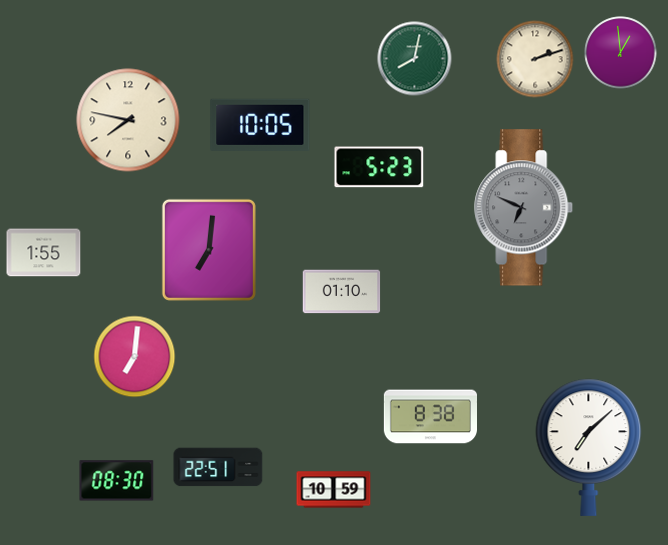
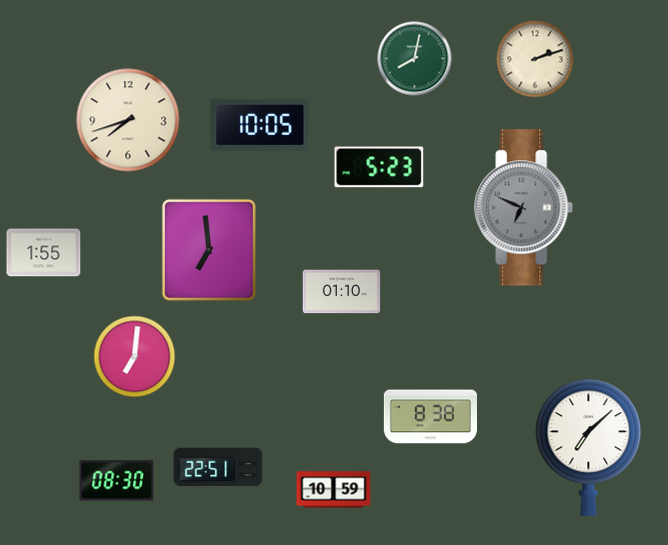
clock at (621, 53): 12:59 -> none
clock at (128, 120): 7:47 -> 7:42
clock at (209, 250): 7:01 -> 6:59
